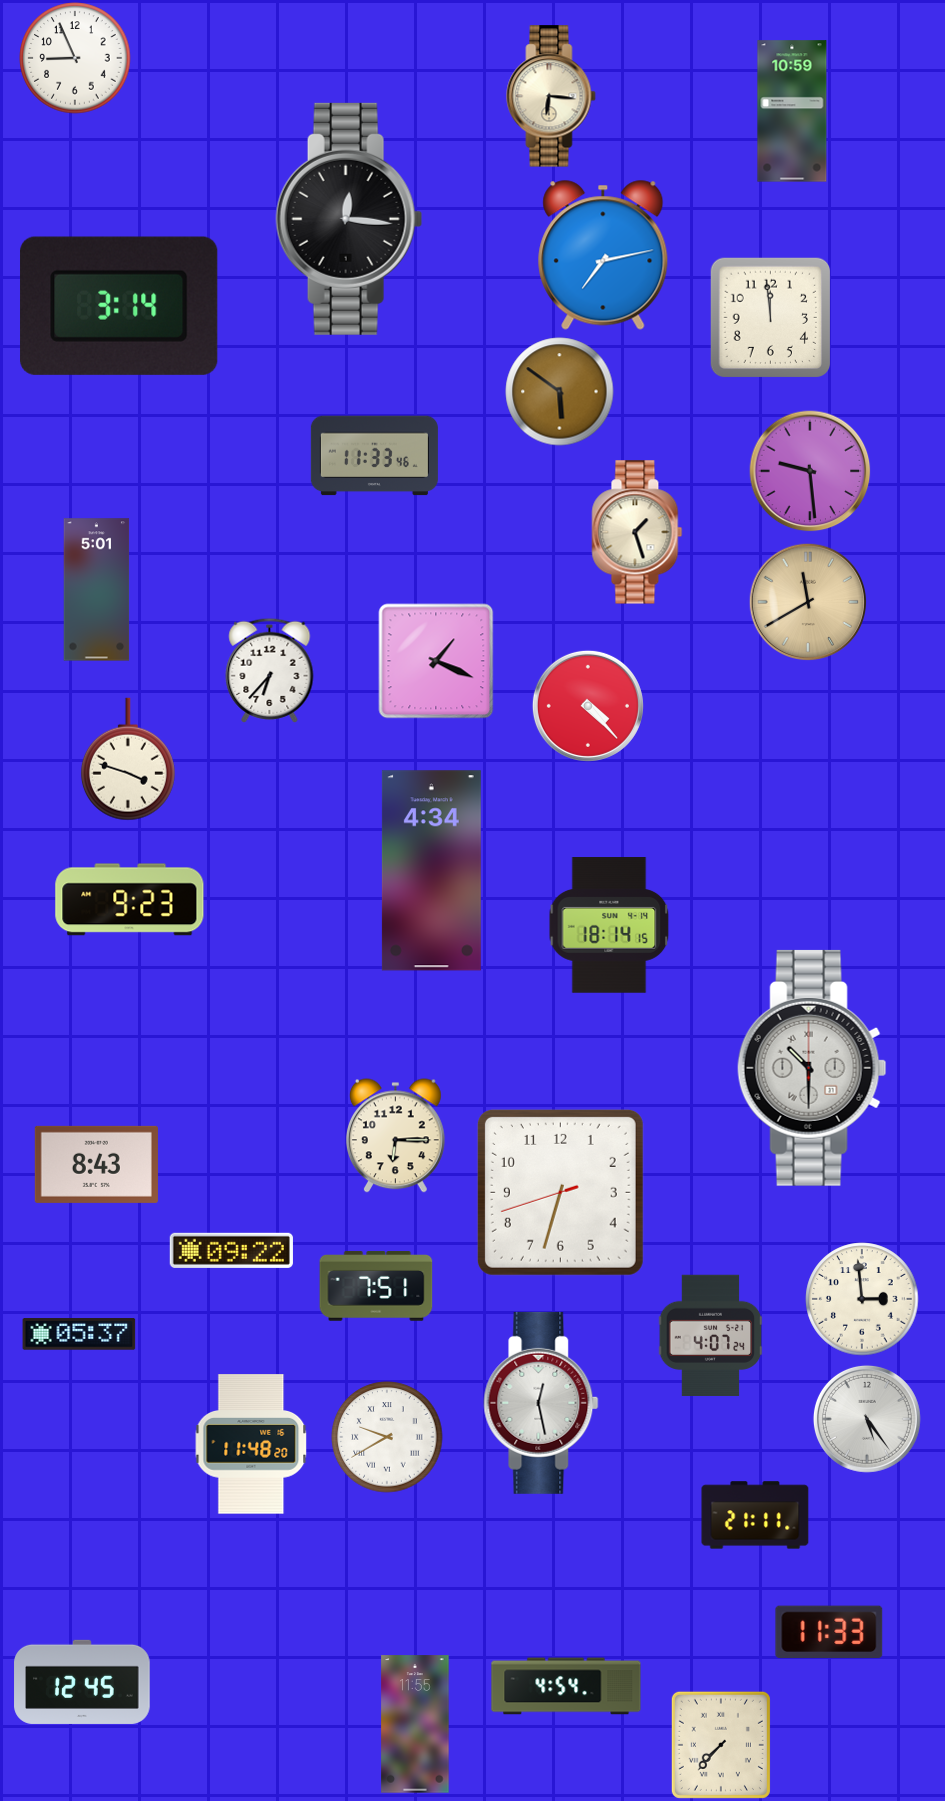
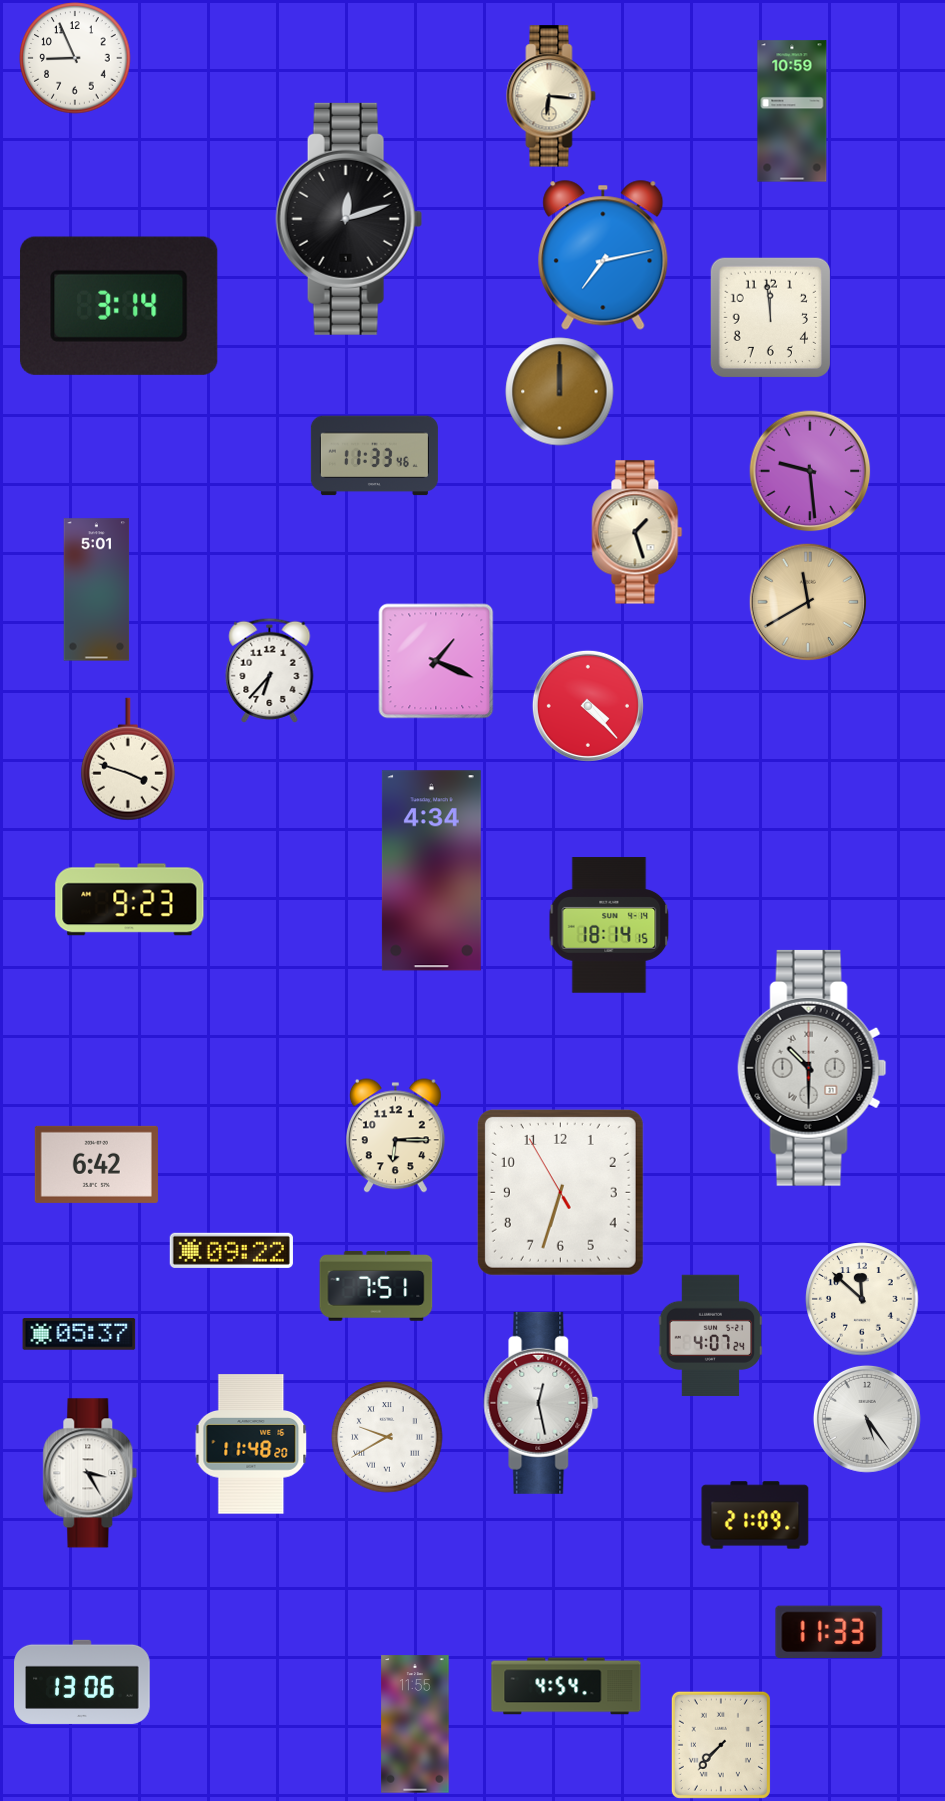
clock at (349, 219): 12:16 -> 12:12
clock at (560, 392): 5:51 -> 12:00
clock at (96, 1164): 8:43 -> 6:42
clock at (560, 1192): 6:32:42 -> 6:32:55
clock at (862, 1299): 2:59 -> 11:52
clock at (90, 1473): none -> 3:25
clock at (755, 1515): 21:11 -> 21:09
clock at (82, 1682): 12:45 -> 13:06
